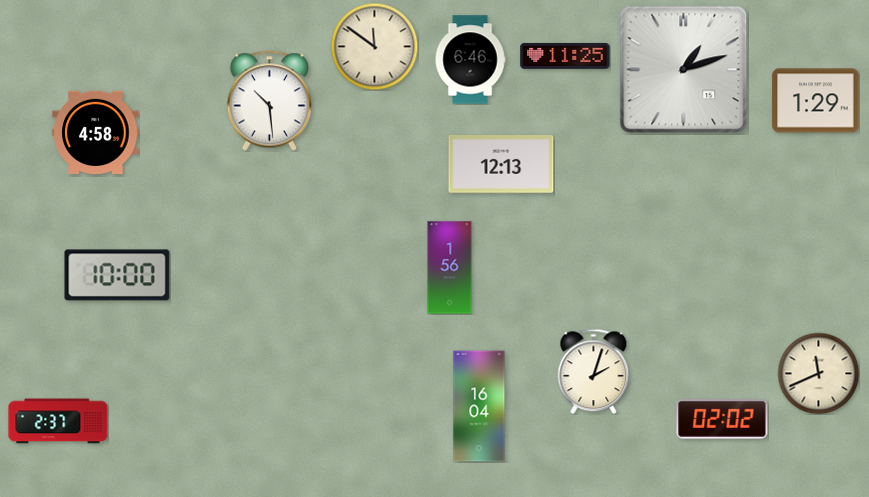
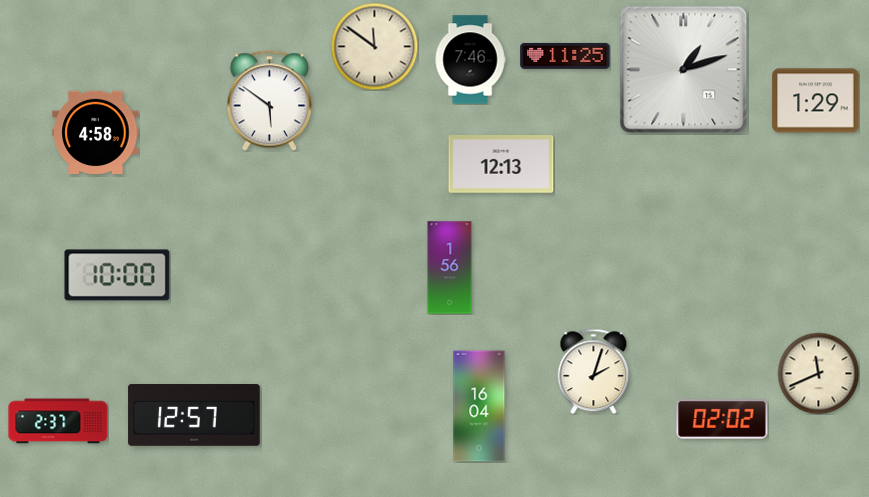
clock at (470, 60): 6:46 -> 7:46
clock at (269, 101): 10:29 -> 5:51
clock at (194, 415): none -> 12:57
